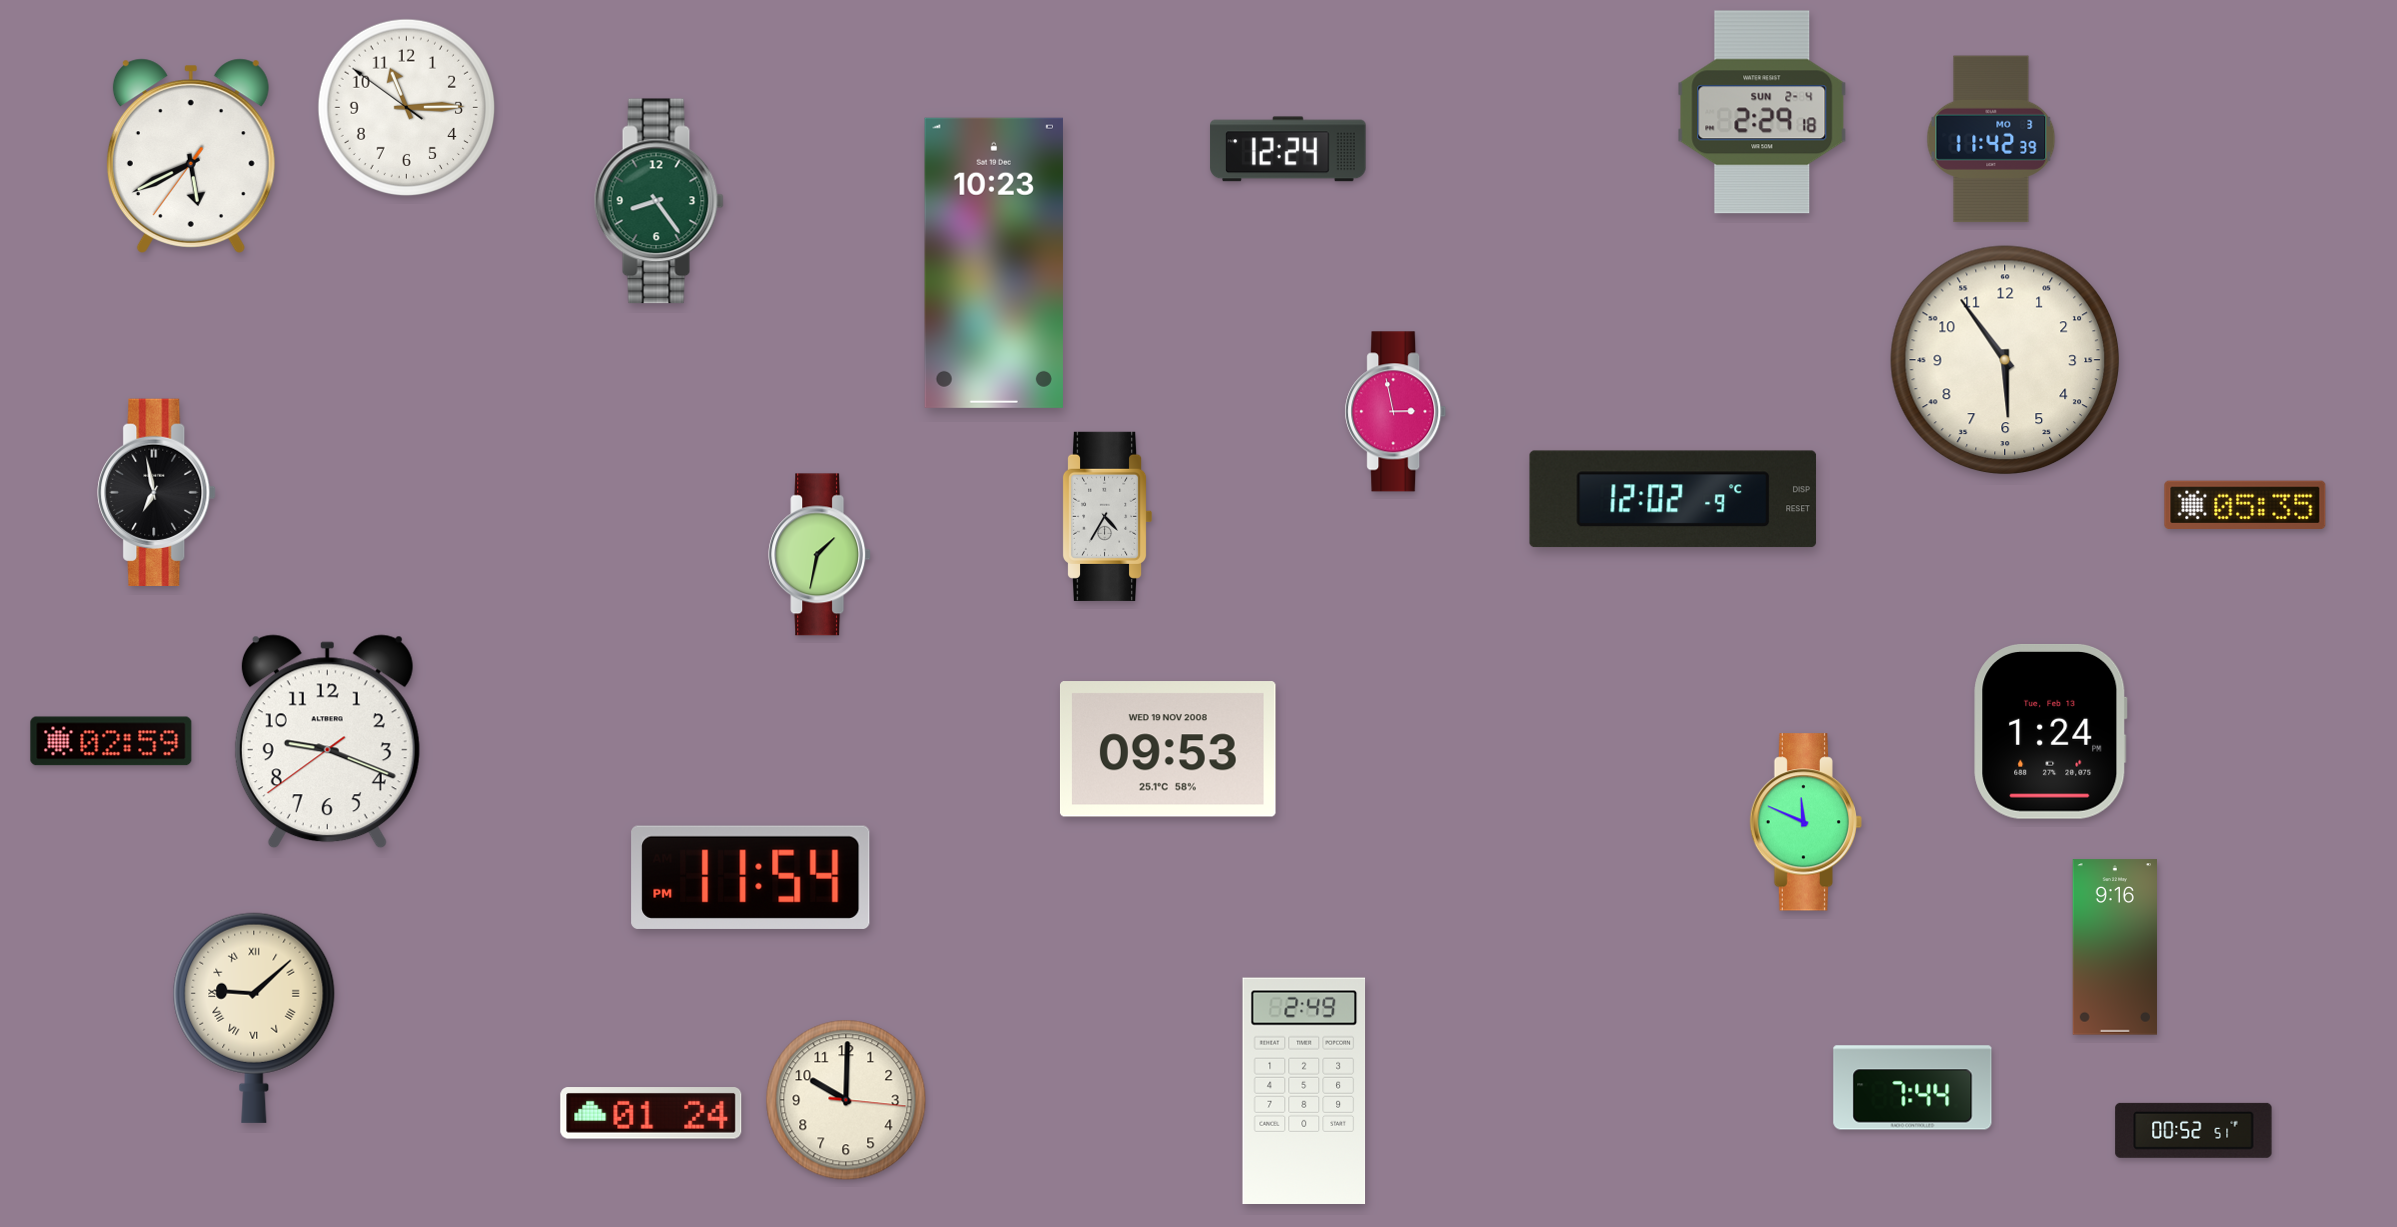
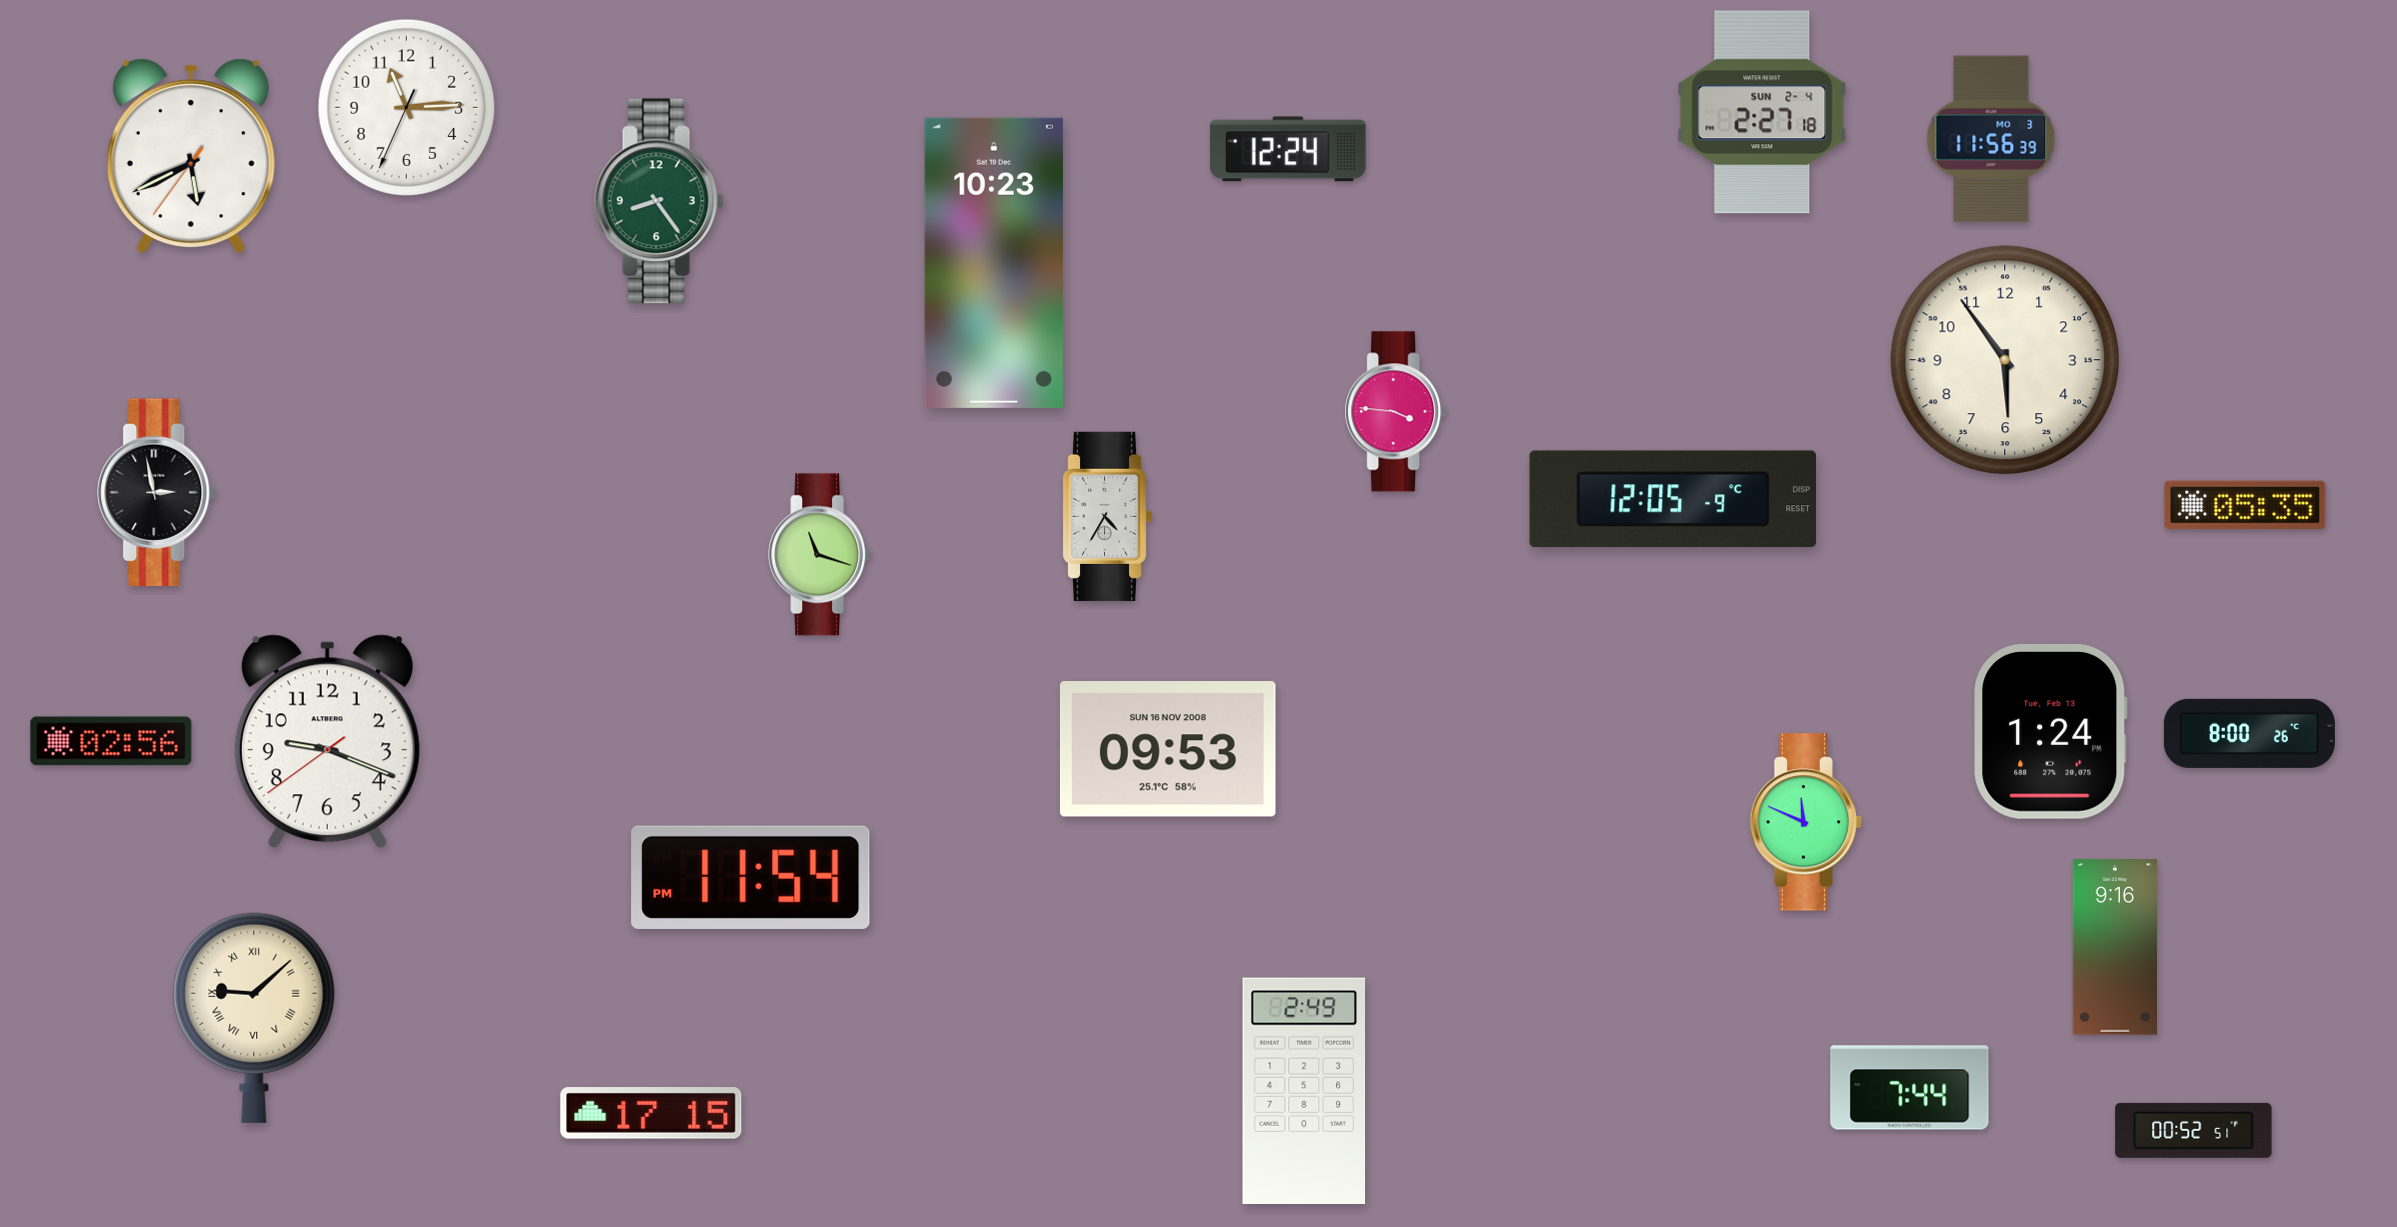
clock at (407, 108): 11:14:51 -> 11:14:34
clock at (1762, 112): 2:29 -> 2:27
clock at (1991, 139): 11:42 -> 11:56
clock at (1396, 412): 2:58 -> 3:46
clock at (157, 492): 6:58 -> 2:58
clock at (1673, 499): 12:02 -> 12:05
clock at (820, 555): 1:32 -> 11:18
clock at (2249, 733): none -> 8:00
clock at (111, 741): 02:59 -> 02:56
clock at (1168, 749) date: WED 19 NOV 2008 -> SUN 16 NOV 2008
clock at (1913, 1088) position: (1913, 1088) -> (1910, 1088)
clock at (846, 1100): 10:00 -> none
clock at (651, 1113): 01:24 -> 17:15
